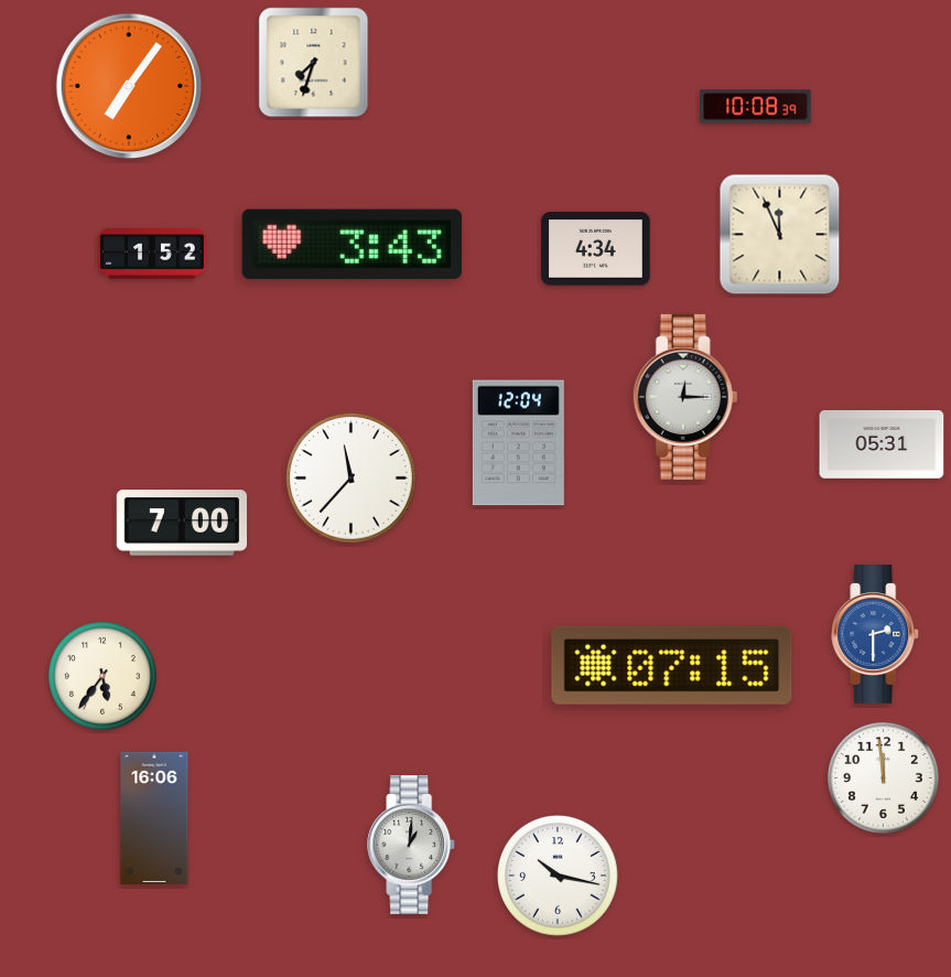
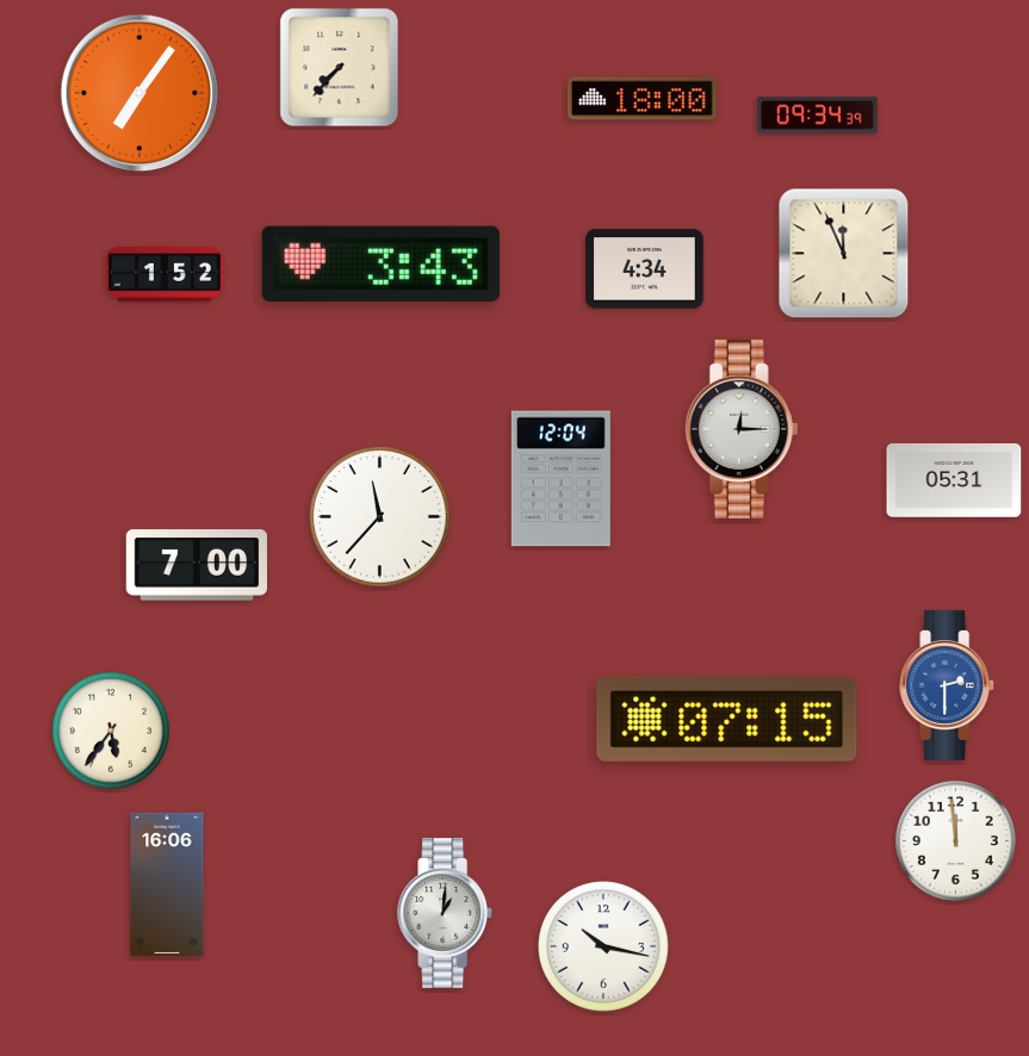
clock at (314, 63): 7:33 -> 7:37
clock at (643, 99): none -> 18:00
clock at (756, 107): 10:08 -> 09:34
